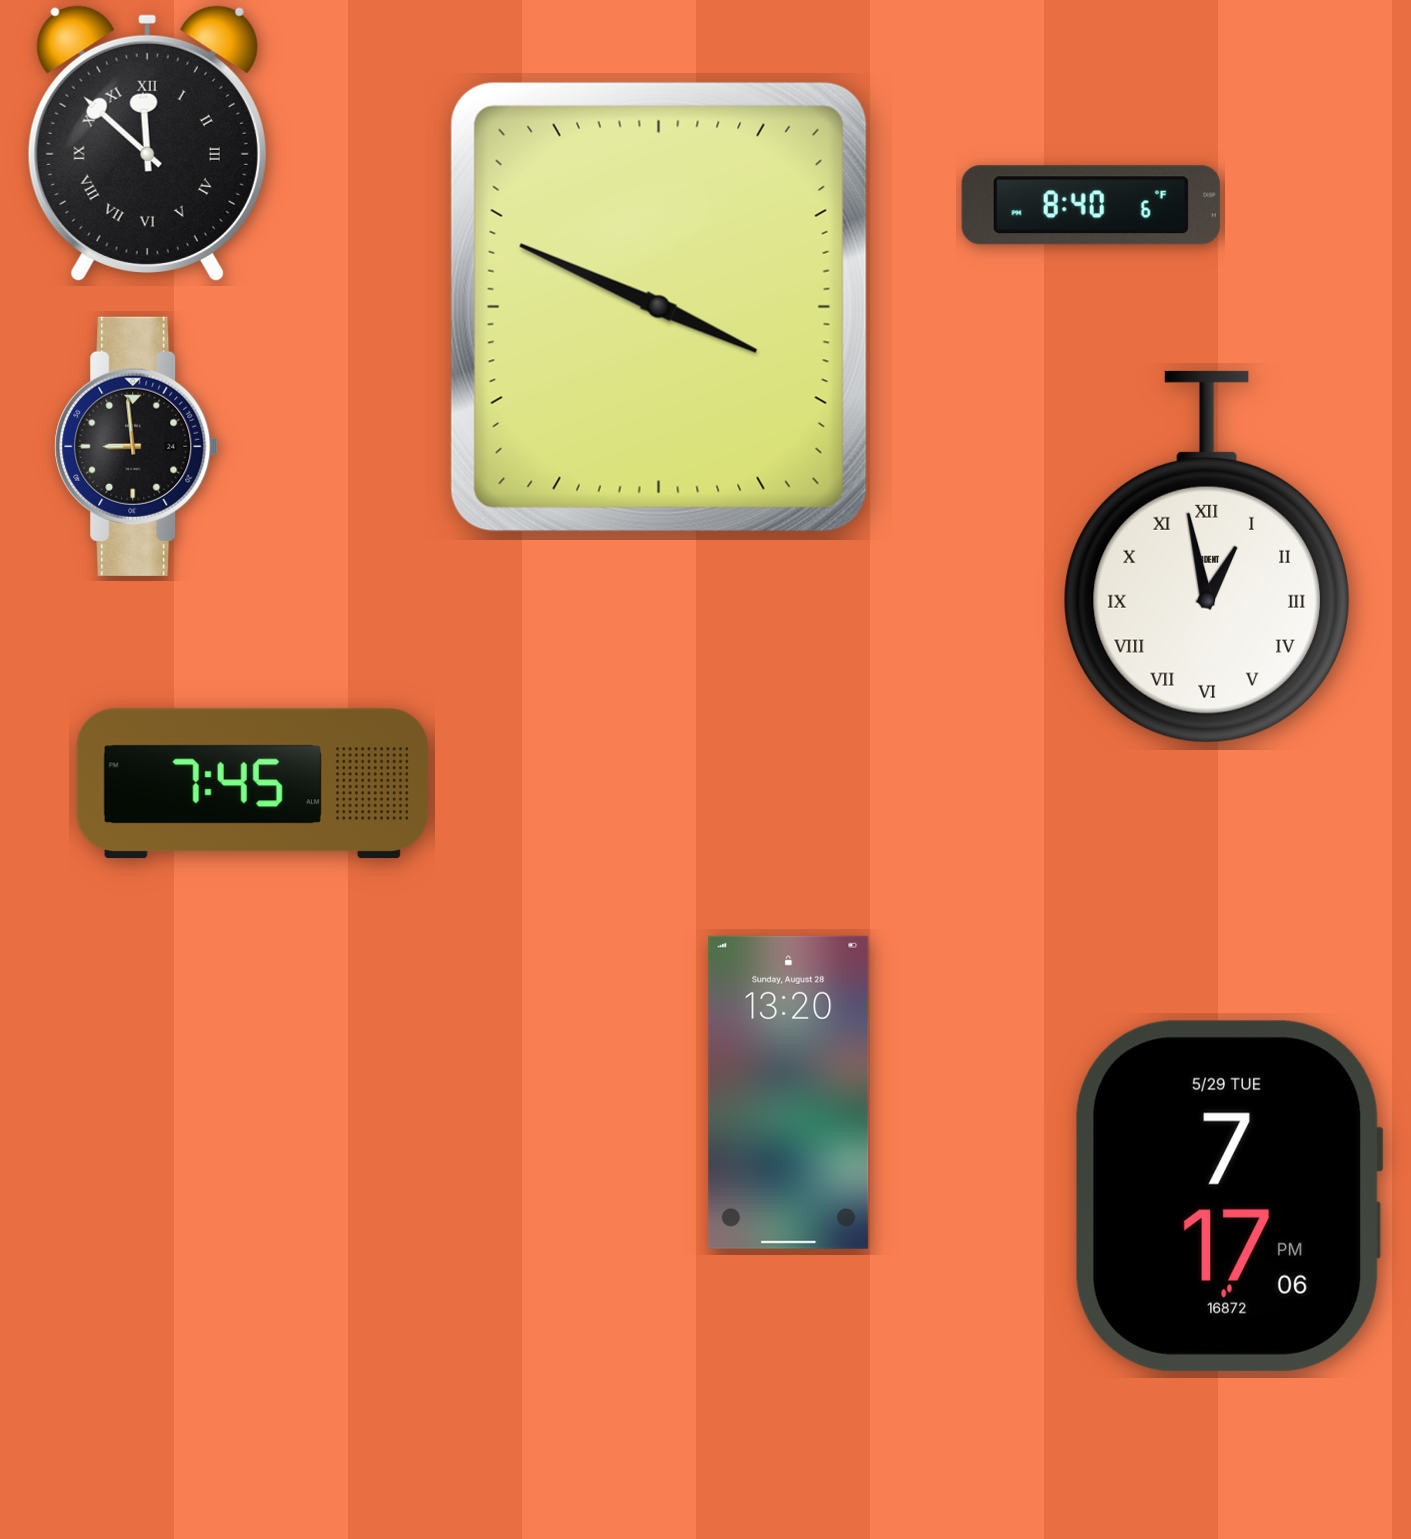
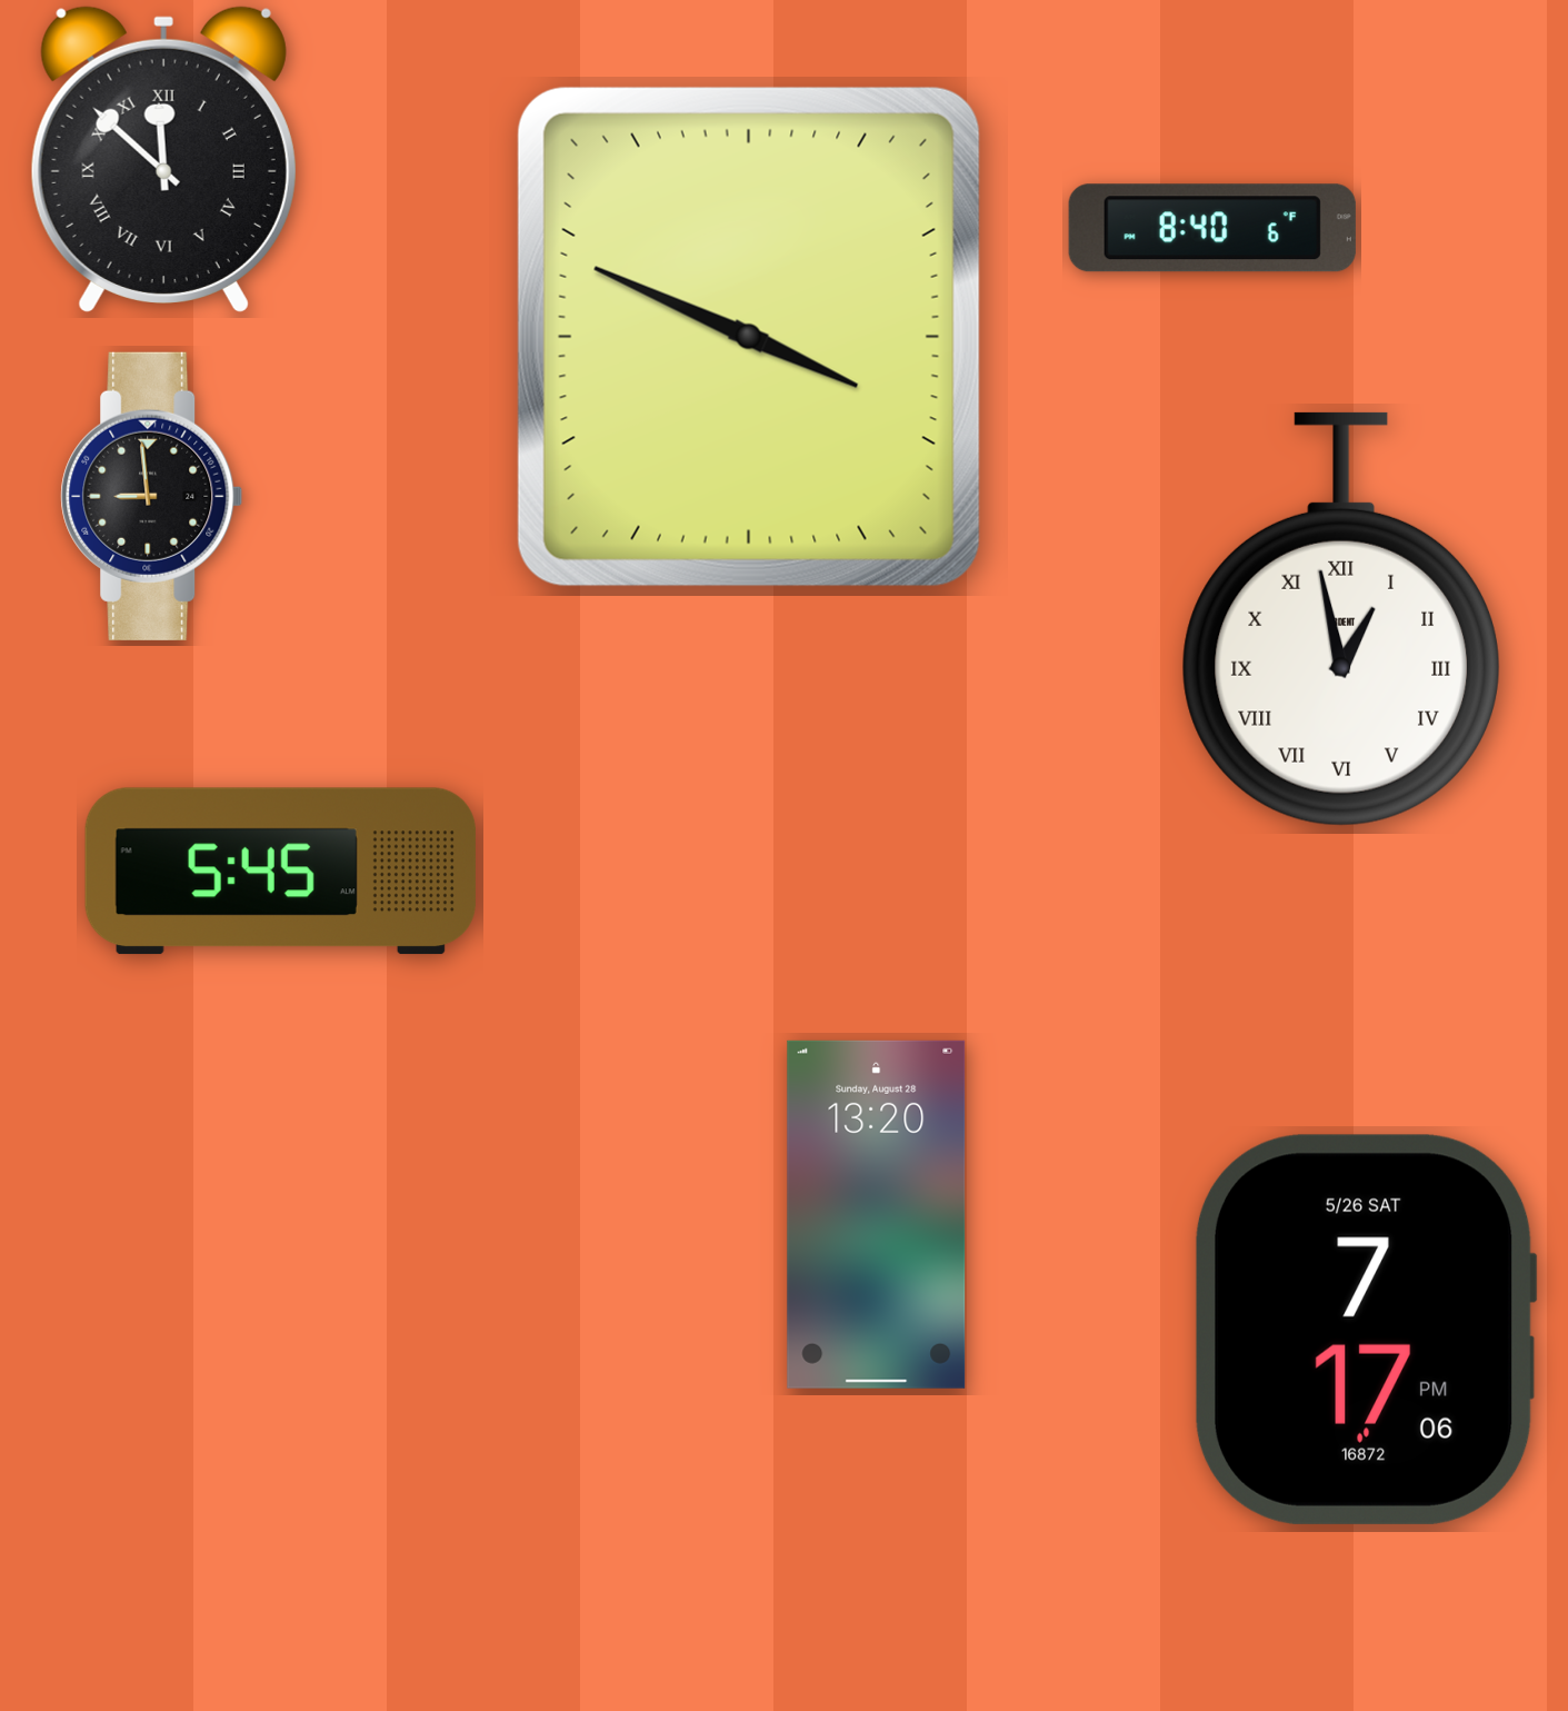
clock at (659, 307) position: (659, 307) -> (749, 337)
clock at (252, 784): 7:45 -> 5:45
clock at (1229, 1196) date: 5/29 TUE -> 5/26 SAT
